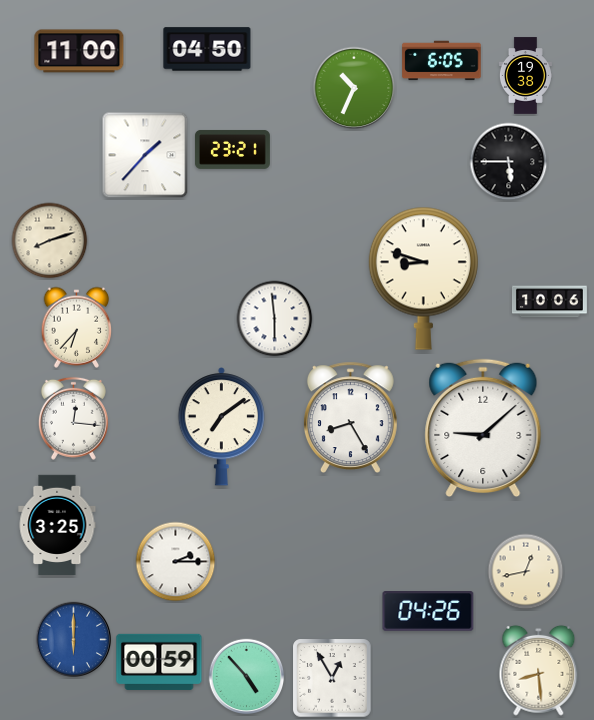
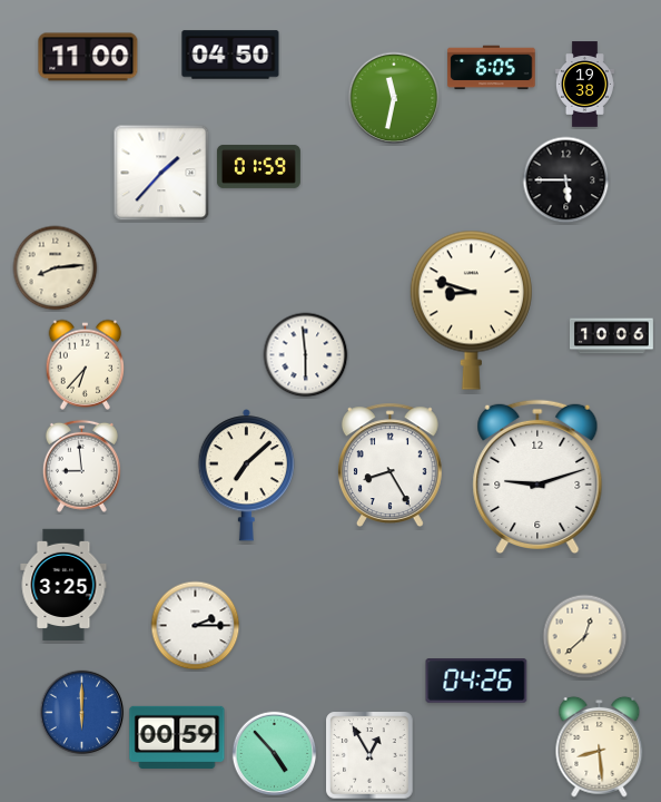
clock at (354, 88): 10:34 -> 11:32
clock at (232, 149): 23:21 -> 01:59
clock at (50, 241): 8:12 -> 8:14
clock at (73, 418): 12:16 -> 8:59
clock at (222, 427): 7:09 -> 7:08
clock at (483, 428): 9:08 -> 9:12
clock at (526, 572): 12:43 -> 12:38
